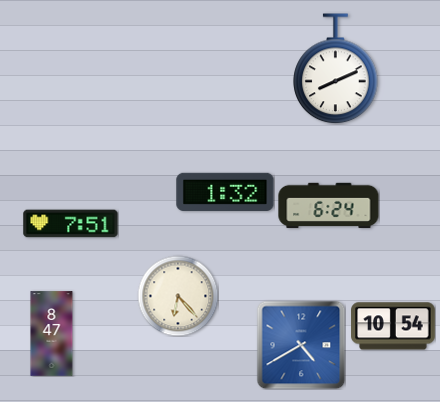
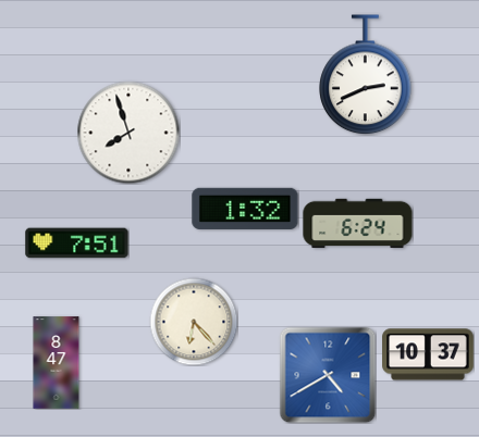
clock at (336, 69): 8:11 -> 2:41
clock at (128, 133): none -> 7:57
clock at (393, 326): 10:54 -> 10:37
